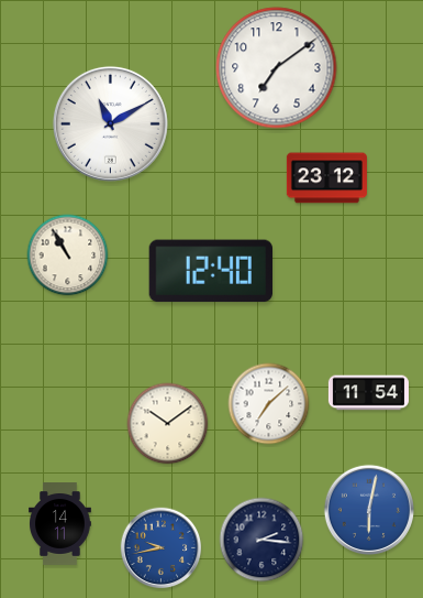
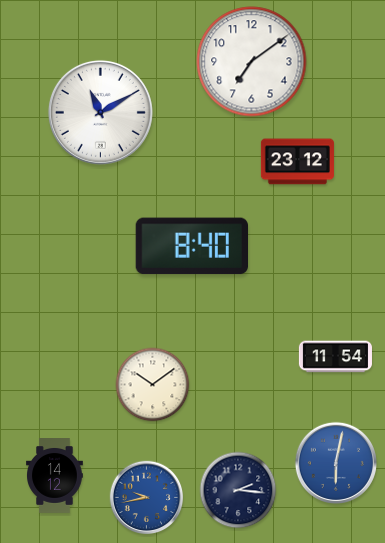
clock at (68, 255): 10:55 -> none
clock at (210, 271): 12:40 -> 8:40
clock at (269, 404): 7:08 -> none
clock at (60, 524): 14:11 -> 14:12
